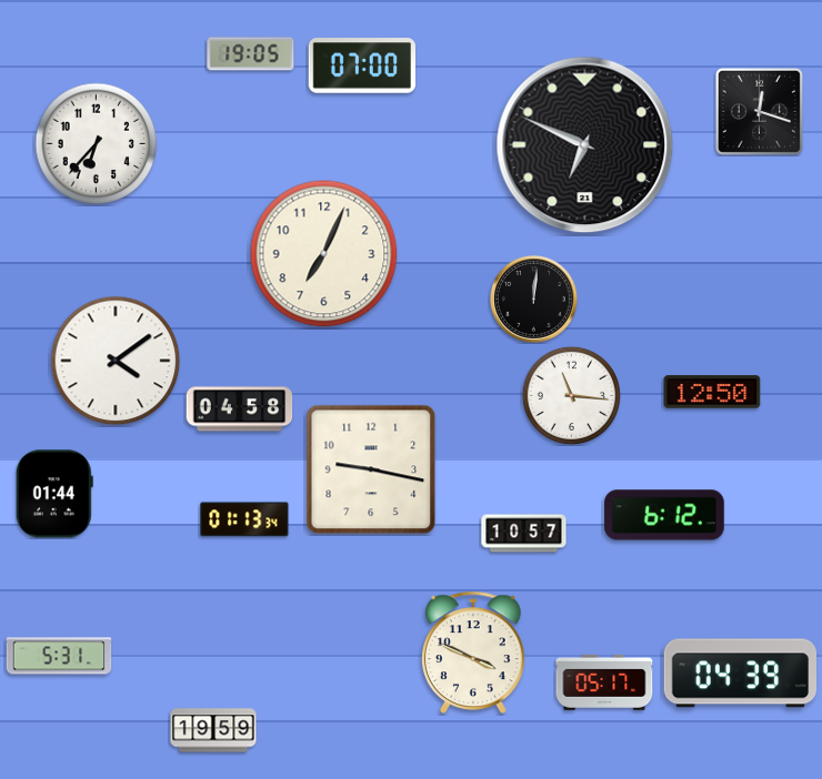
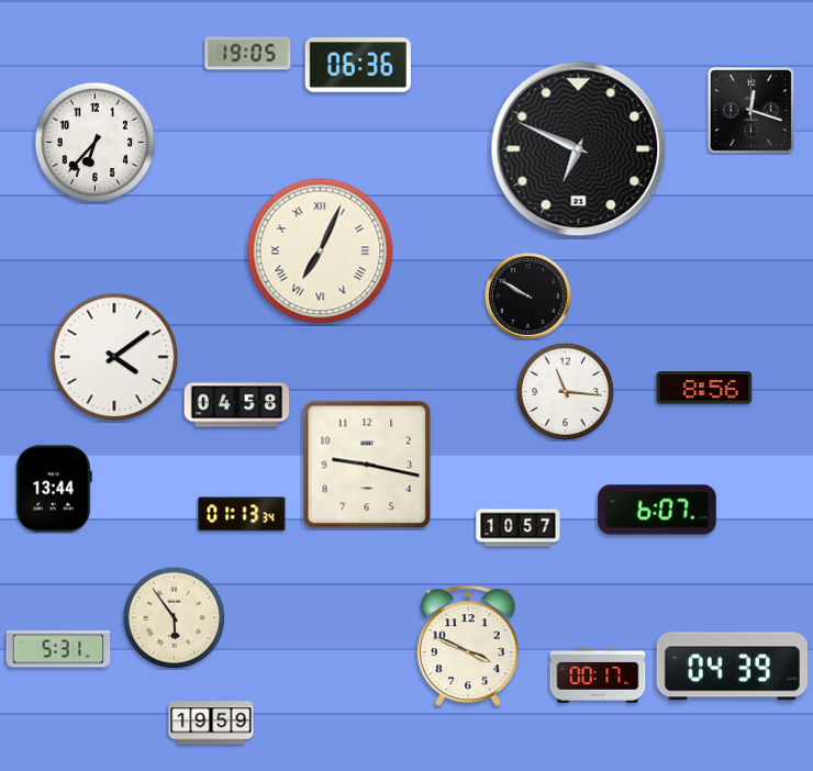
clock at (361, 65): 07:00 -> 06:36
clock at (585, 145) position: (585, 145) -> (579, 149)
clock at (324, 254) numerals: Arabic -> Roman
clock at (534, 300): 12:01 -> 9:50
clock at (712, 392): 12:50 -> 8:56
clock at (54, 494): 01:44 -> 13:44
clock at (664, 515): 6:12 -> 6:07
clock at (174, 617): none -> 5:54
clock at (604, 682): 05:17 -> 00:17
